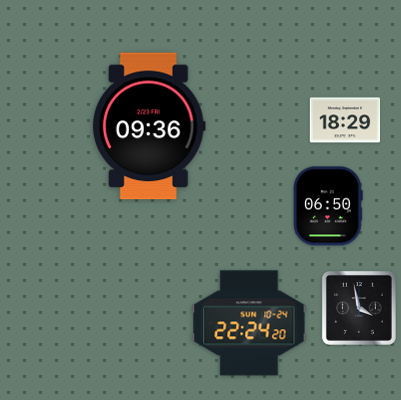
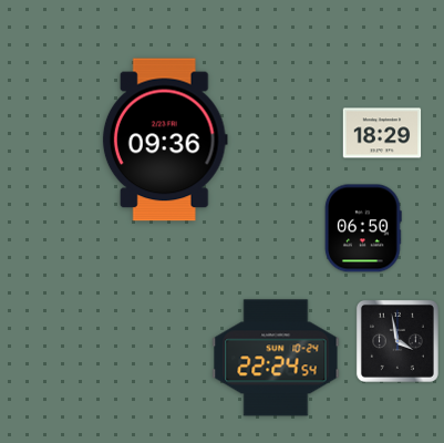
clock at (249, 323): 22:24:20 -> 22:24:54
